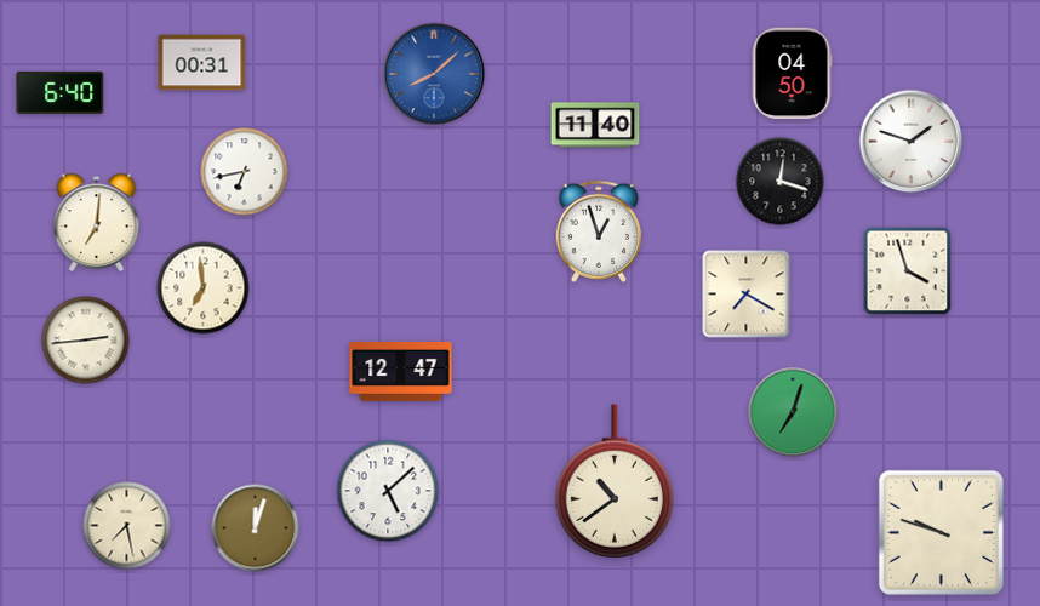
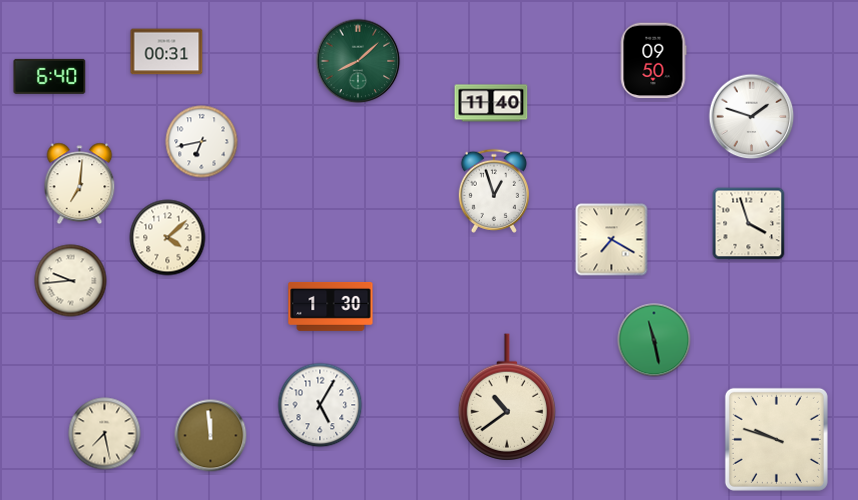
clock at (434, 74) dial: blue -> green
clock at (792, 74): 04:50 -> 09:50
clock at (781, 182): 12:18 -> none
clock at (204, 288): 6:59 -> 4:08
clock at (747, 295) position: (747, 295) -> (612, 240)
clock at (86, 341): 2:44 -> 9:44
clock at (401, 371): 12:47 -> 1:30
clock at (793, 412): 7:03 -> 11:28
clock at (388, 491): 5:08 -> 5:05
clock at (256, 528): 12:03 -> 11:59
